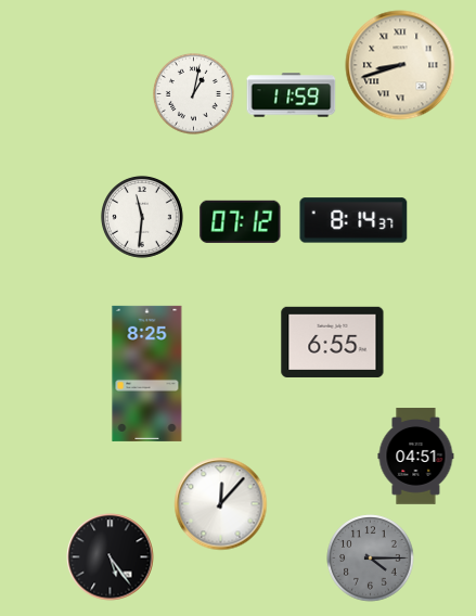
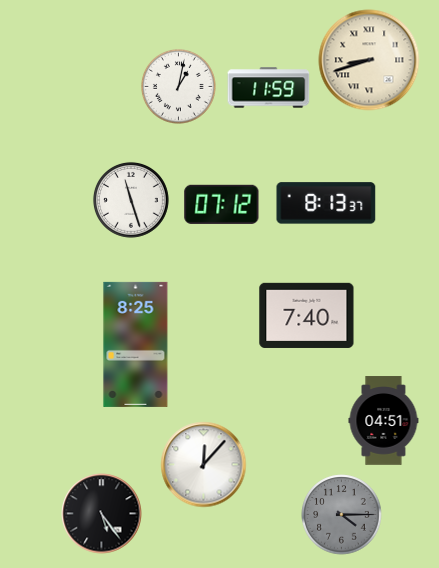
clock at (142, 217): 11:31 -> 11:27
clock at (353, 220): 8:14 -> 8:13
clock at (333, 342): 6:55 -> 7:40
